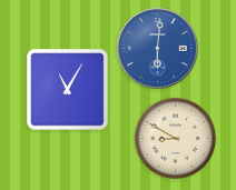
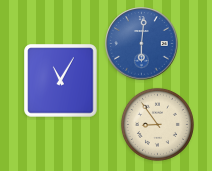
clock at (175, 138): 8:50 -> 8:54
